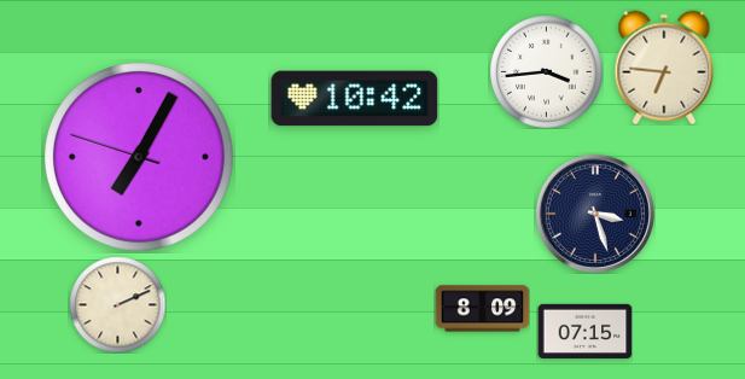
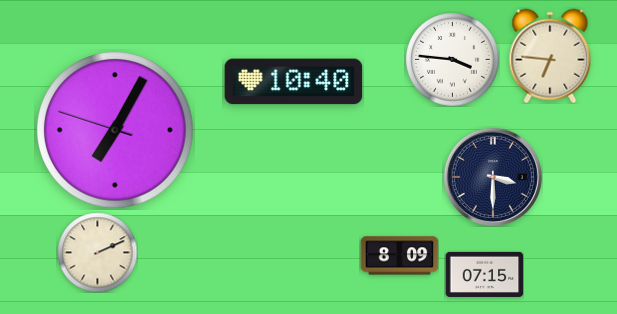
clock at (546, 71): 3:44 -> 3:46
clock at (355, 99): 10:42 -> 10:40
clock at (595, 214): 3:27 -> 3:30
